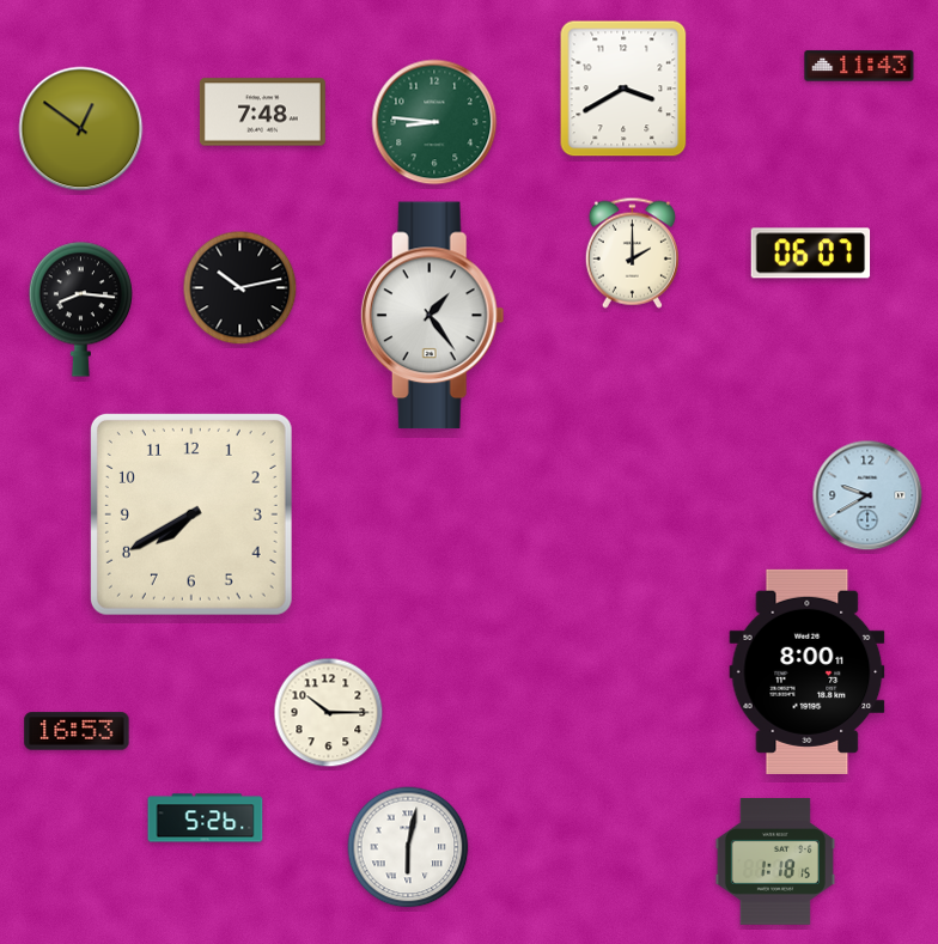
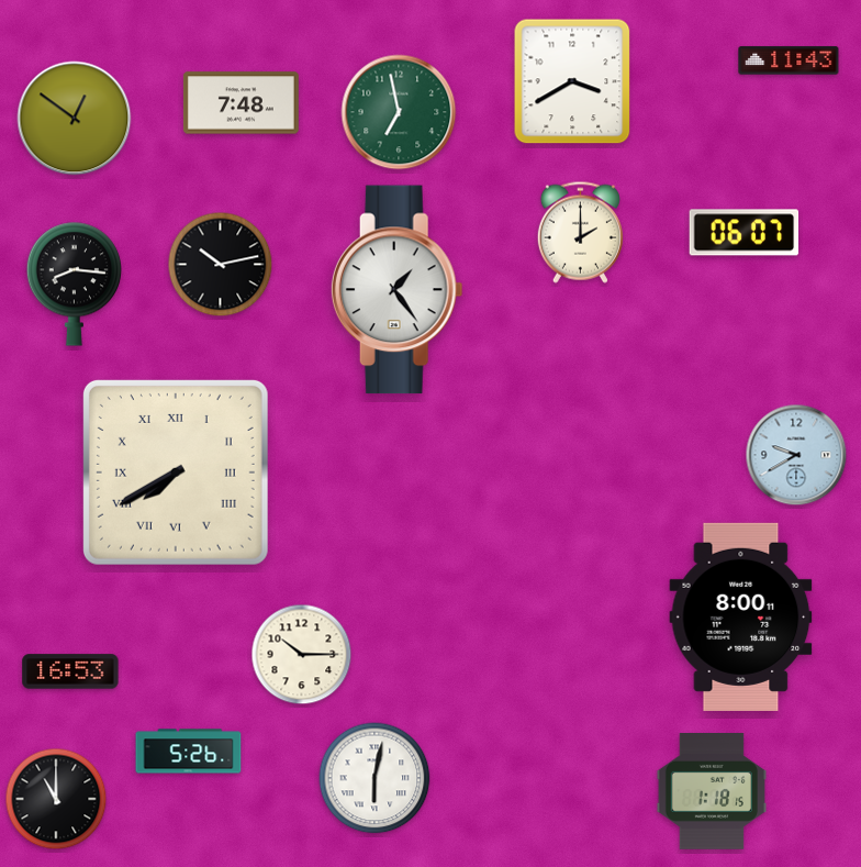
clock at (434, 122): 8:46 -> 6:58
clock at (191, 514) numerals: Arabic -> Roman
clock at (56, 799): none -> 11:00
